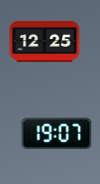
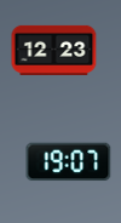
clock at (45, 41): 12:25 -> 12:23
